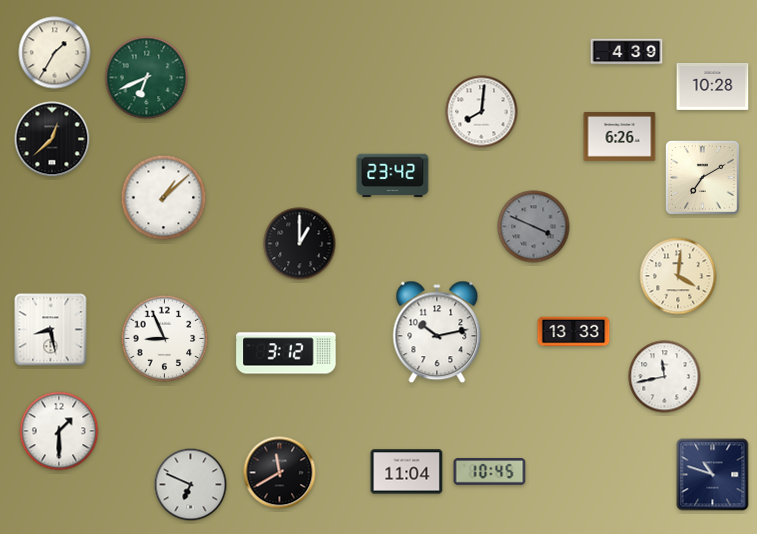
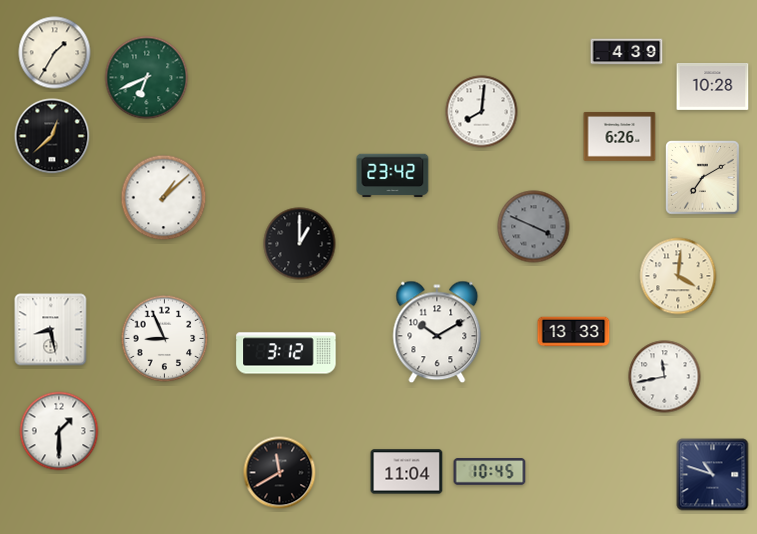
clock at (52, 139) position: (52, 139) -> (52, 136)
clock at (437, 332): 10:13 -> 10:10
clock at (191, 485): 6:49 -> none
